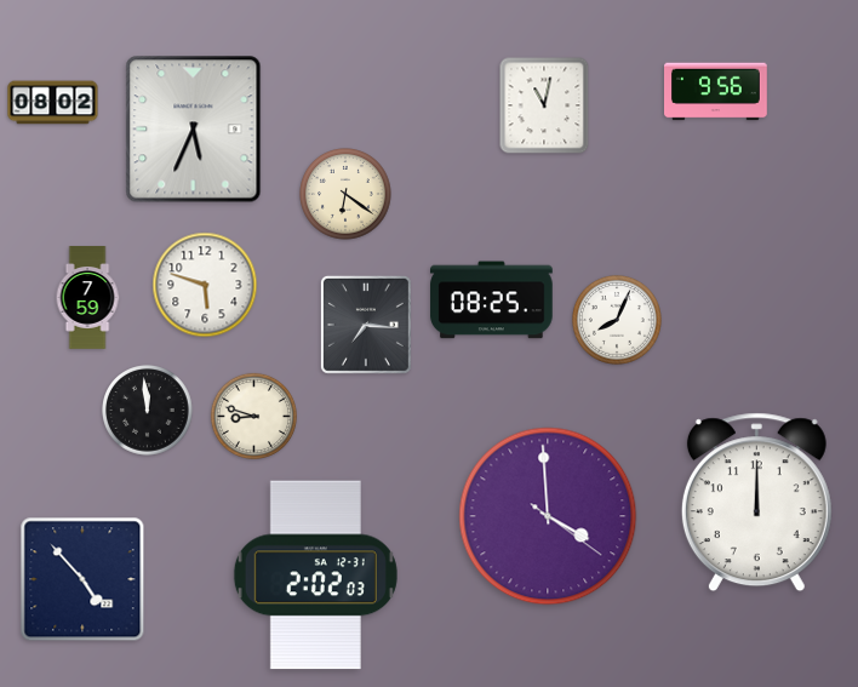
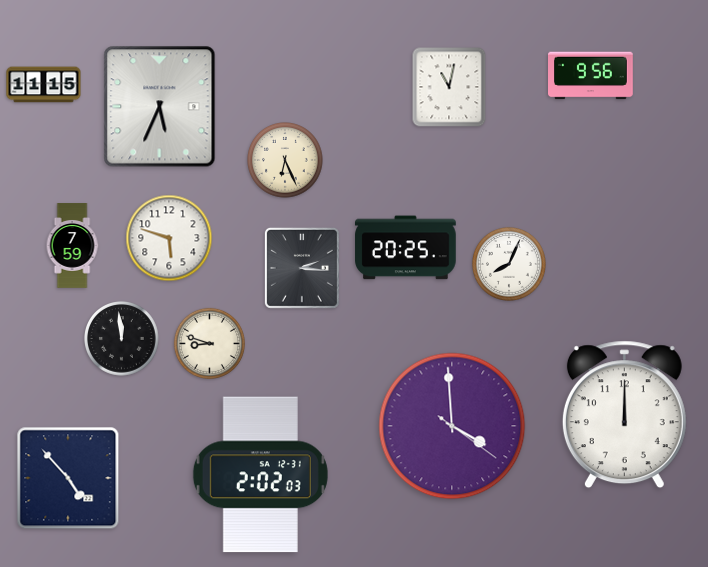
clock at (53, 103): 08:02 -> 11:15
clock at (345, 194): 6:21 -> 6:26
clock at (205, 285) position: (205, 285) -> (169, 238)
clock at (492, 300): 08:25 -> 20:25
clock at (366, 325): 7:16 -> 2:16
